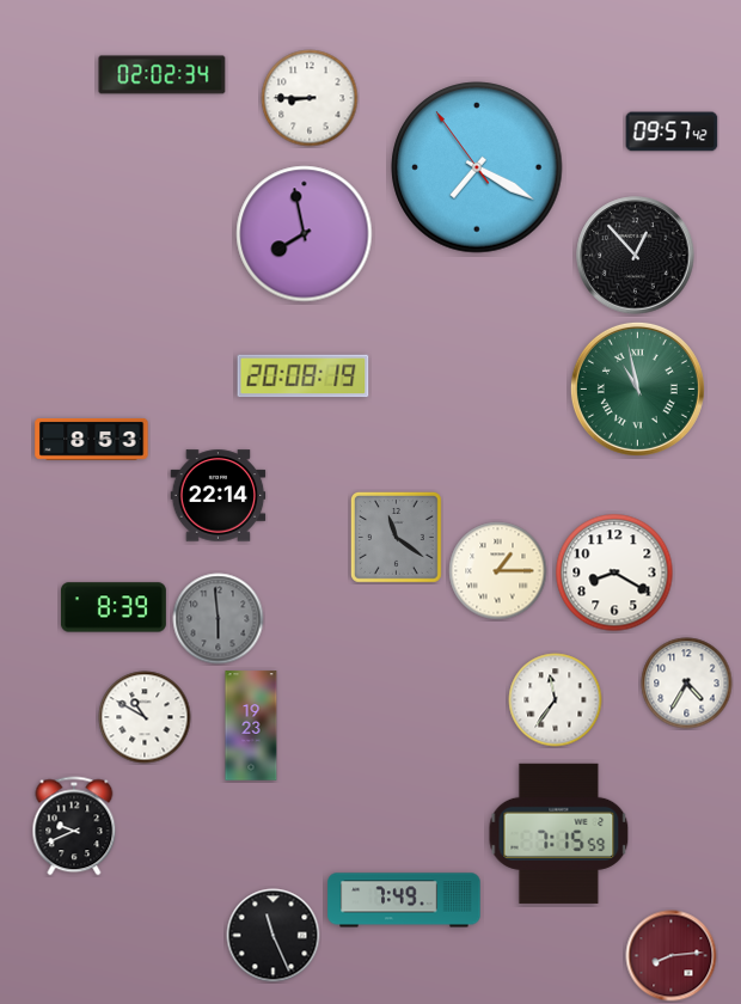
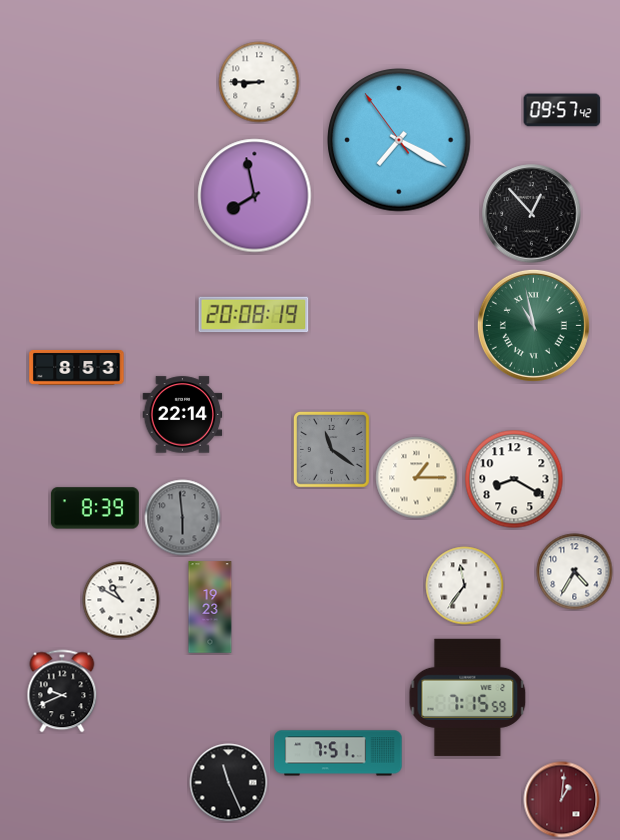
clock at (163, 75): 02:02 -> none
clock at (404, 900): 7:49 -> 7:51
clock at (672, 956): 8:14 -> 1:01
